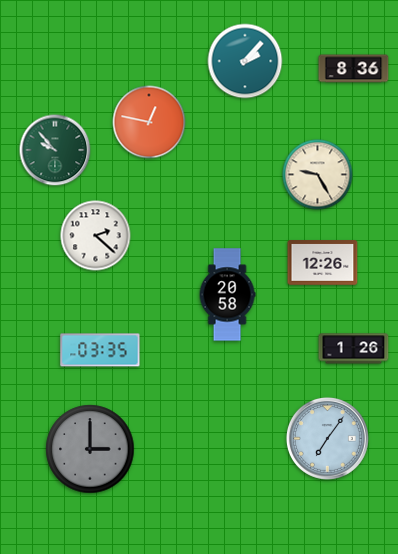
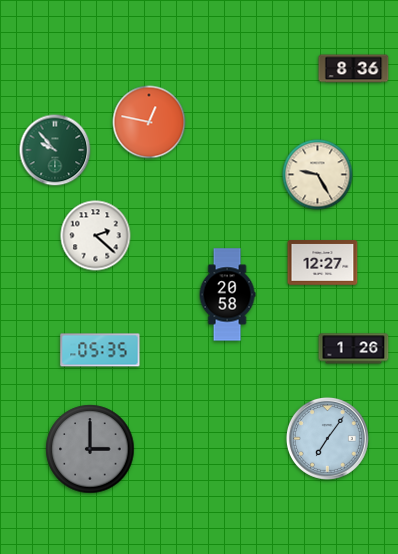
clock at (245, 61): 2:07 -> none
clock at (323, 263): 12:26 -> 12:27
clock at (100, 350): 03:35 -> 05:35
